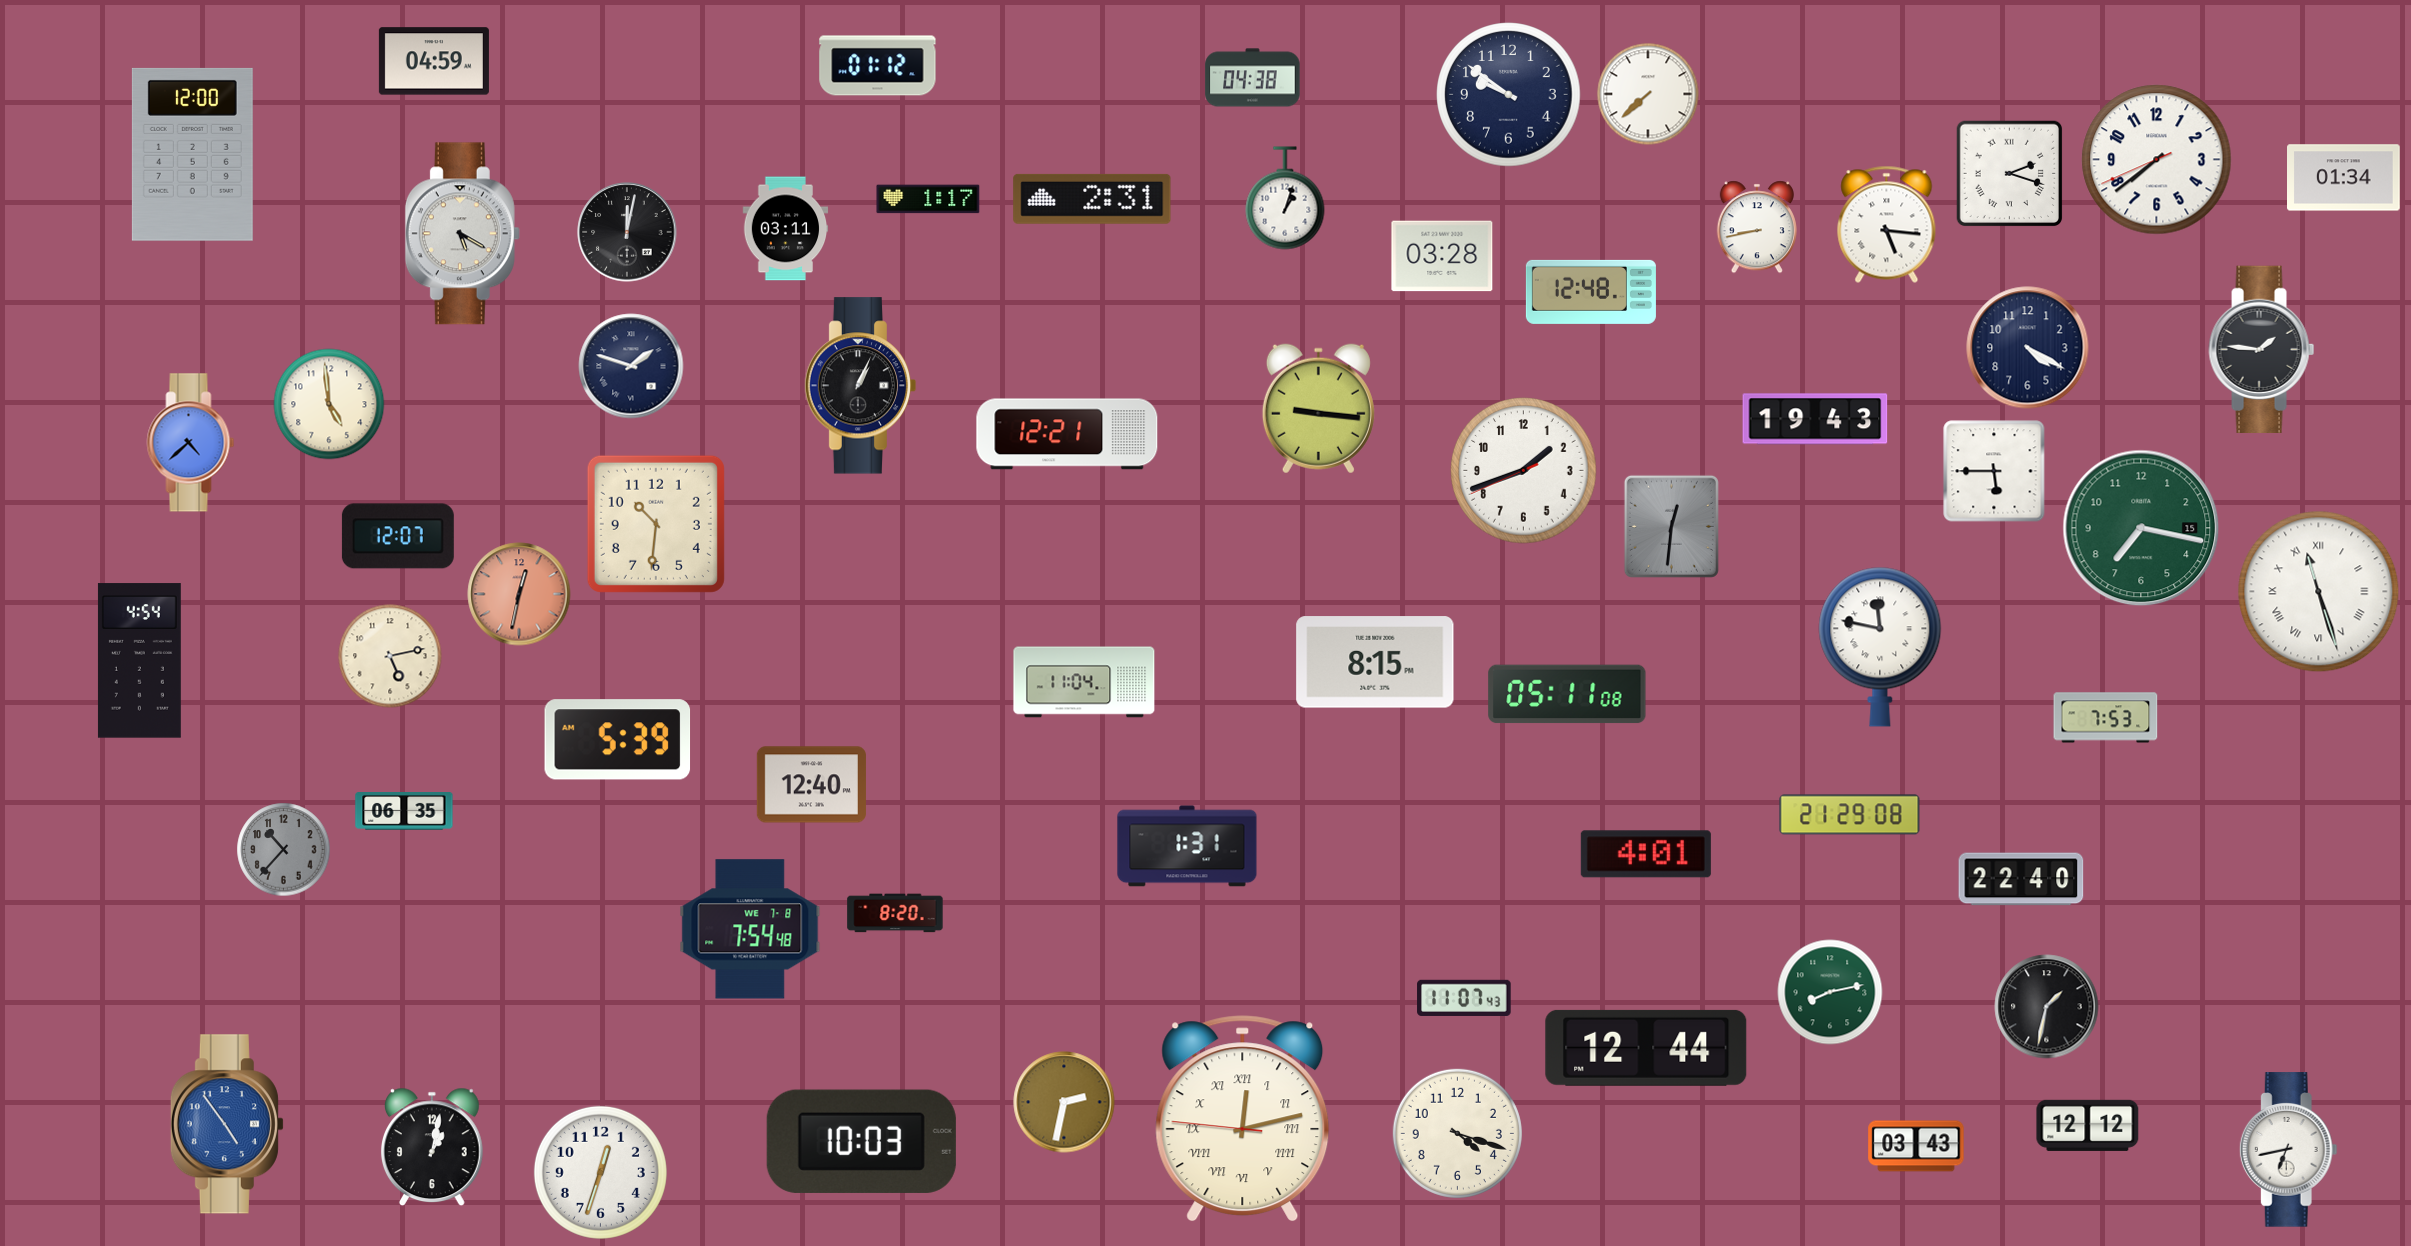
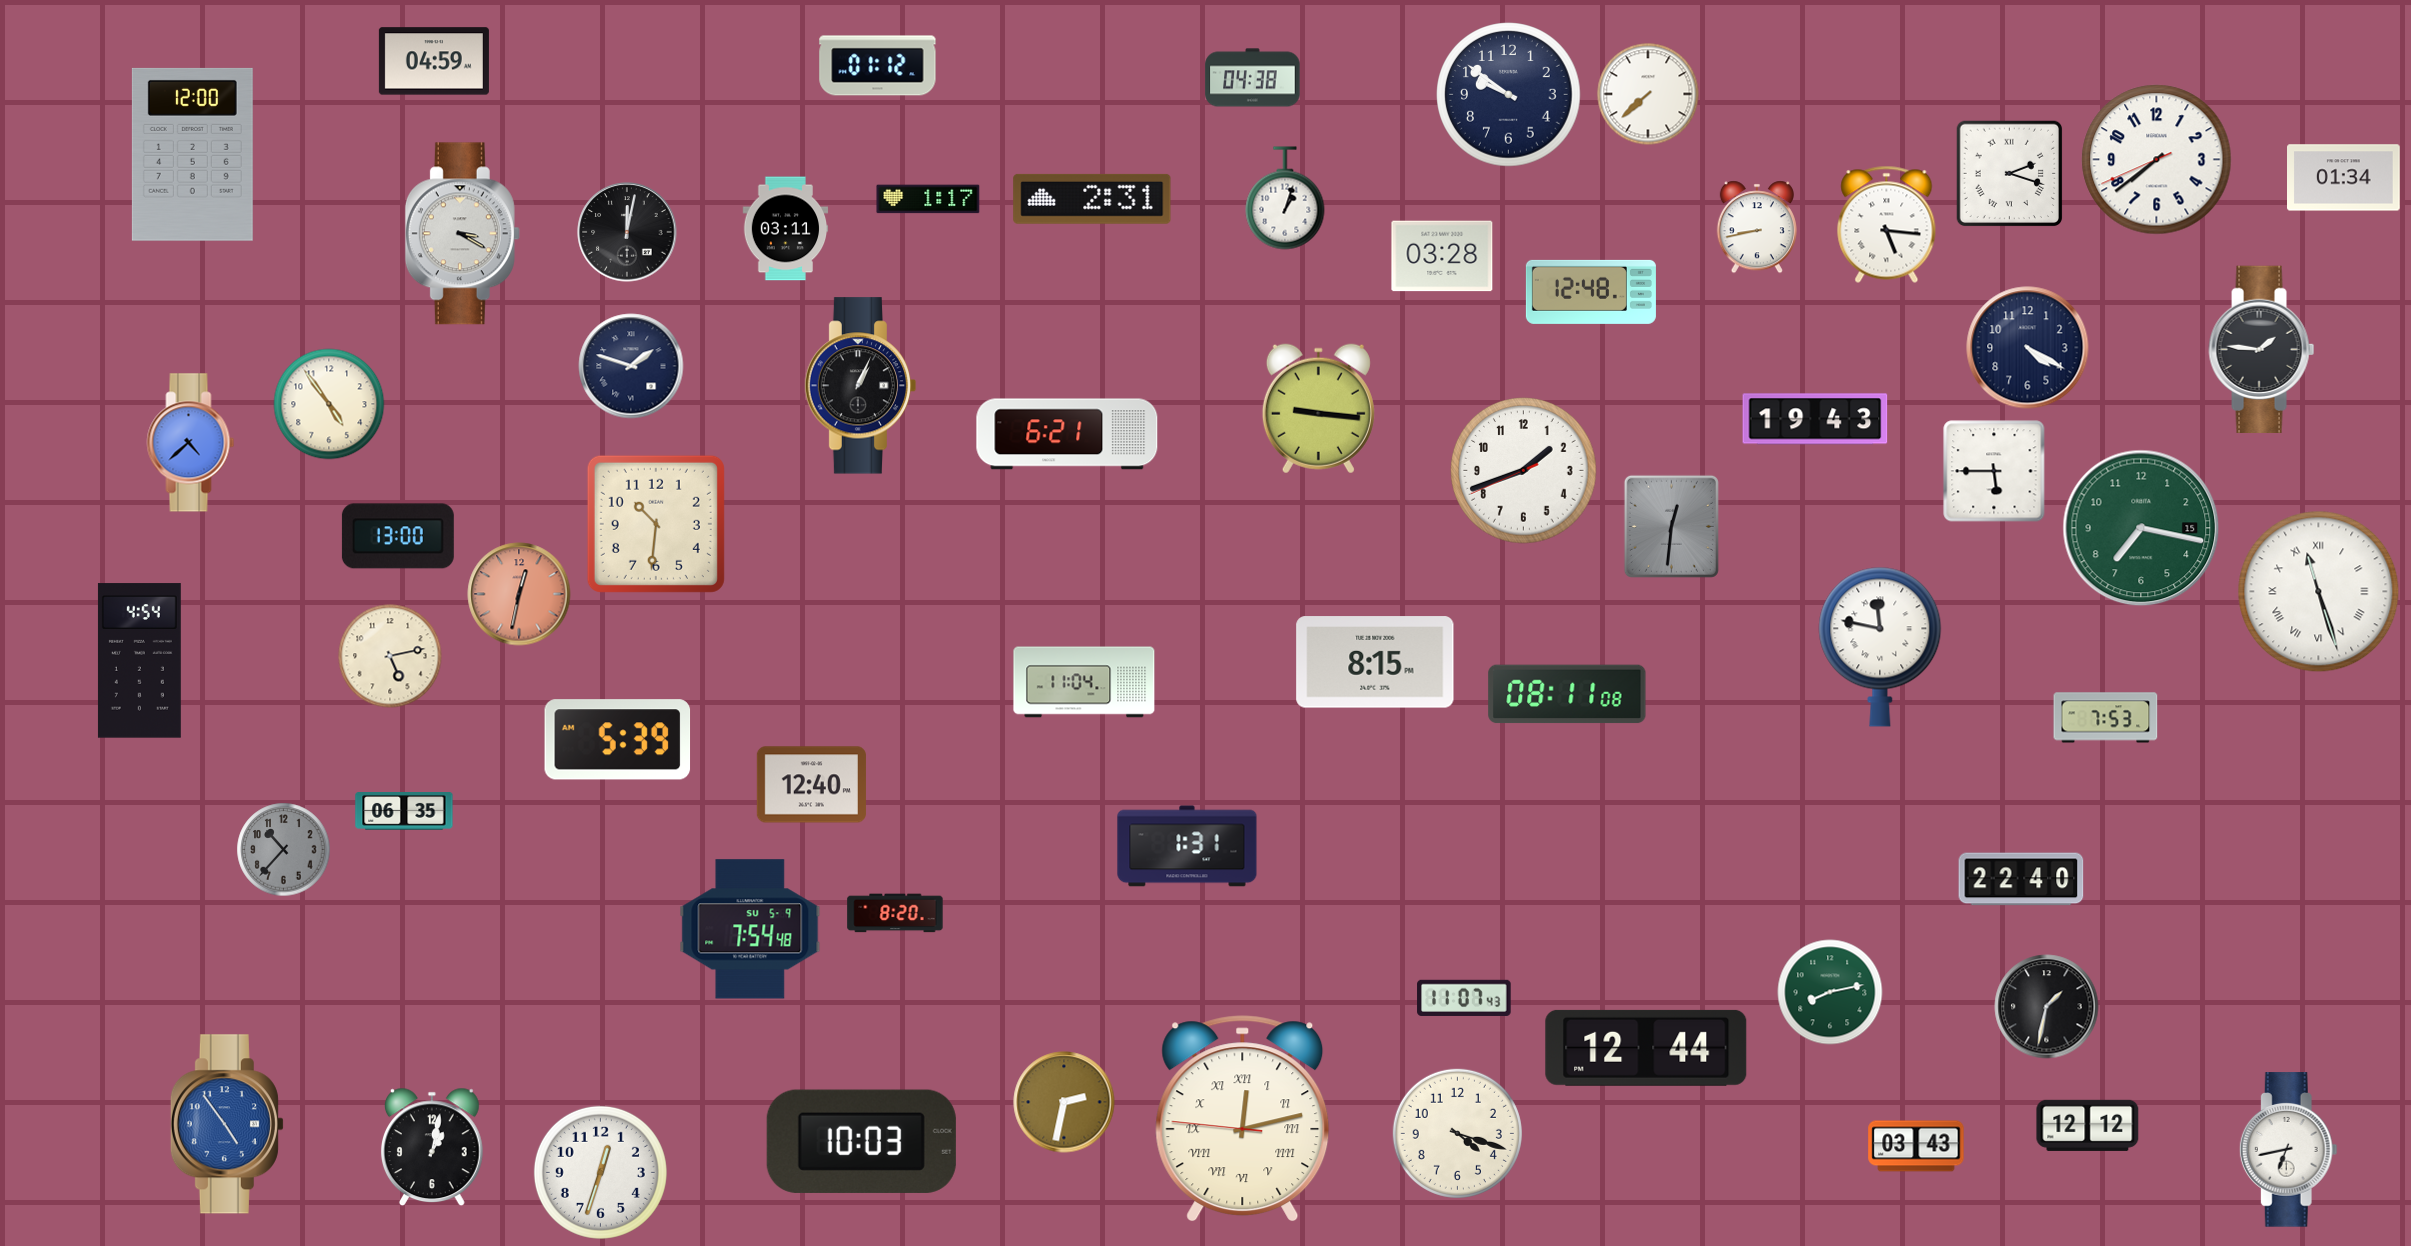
clock at (462, 234): 5:20 -> 3:20
clock at (329, 404): 4:59 -> 4:54
clock at (1067, 434): 12:21 -> 6:21
clock at (398, 536): 12:07 -> 13:00
clock at (1567, 694): 05:11 -> 08:11
clock at (1850, 815): 21:29 -> none
clock at (1646, 854): 4:01 -> none
clock at (750, 929) date: WE 7-8 -> SU 5-9
